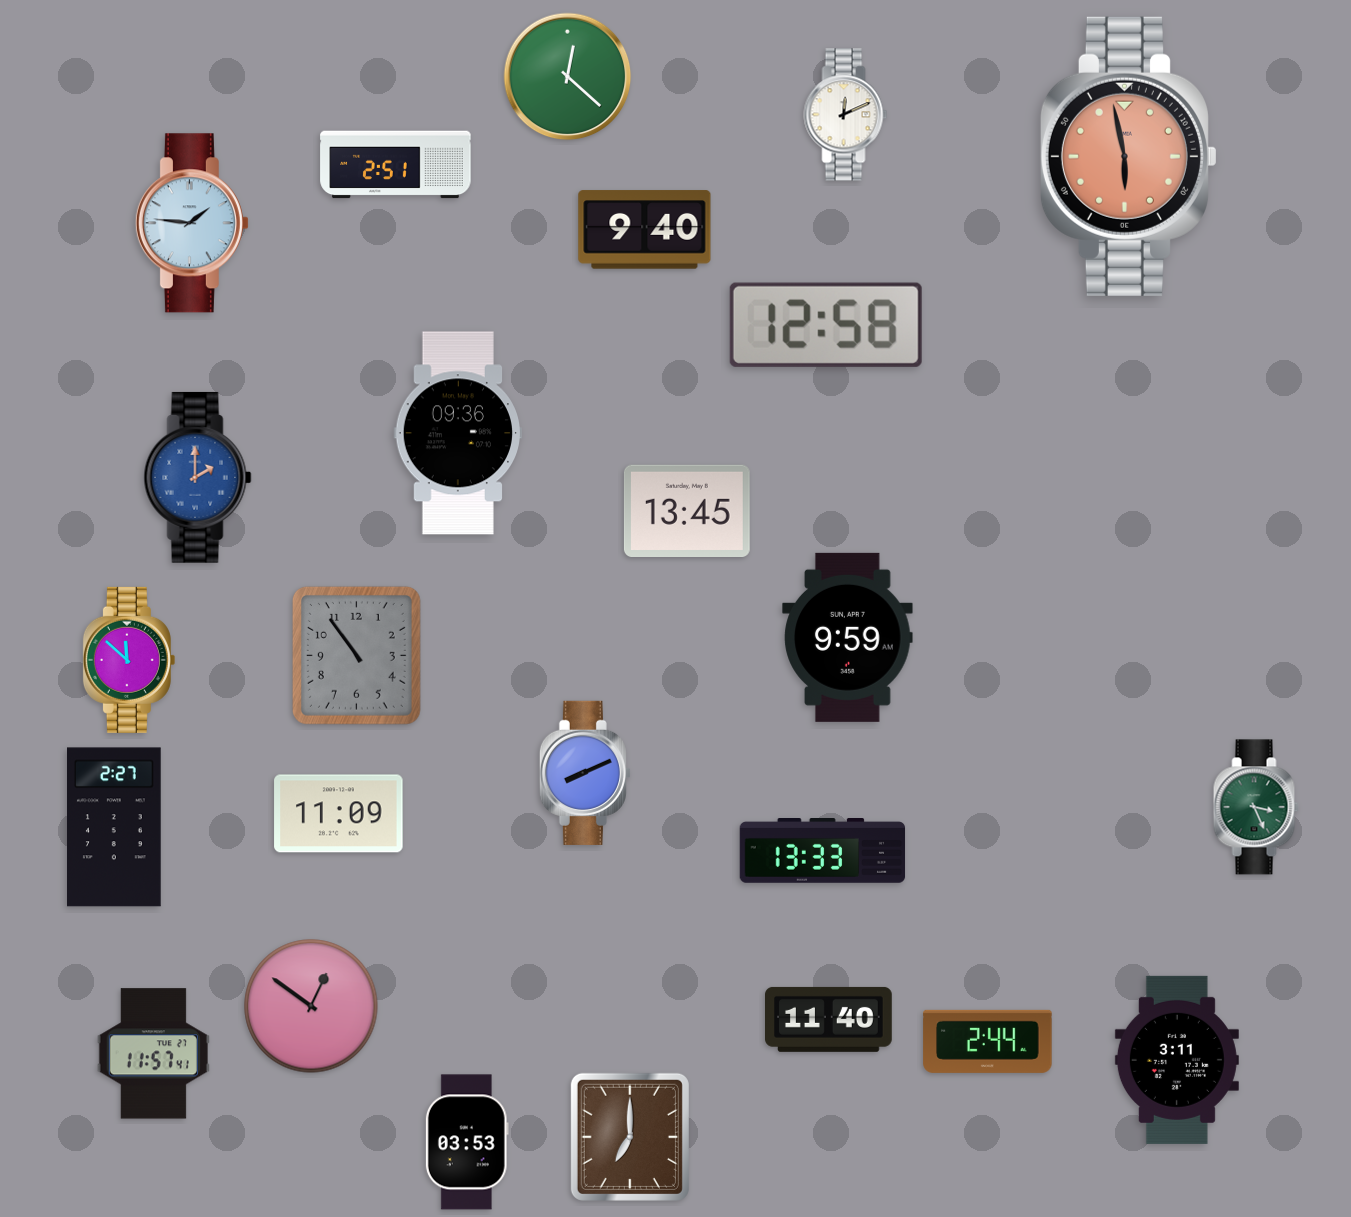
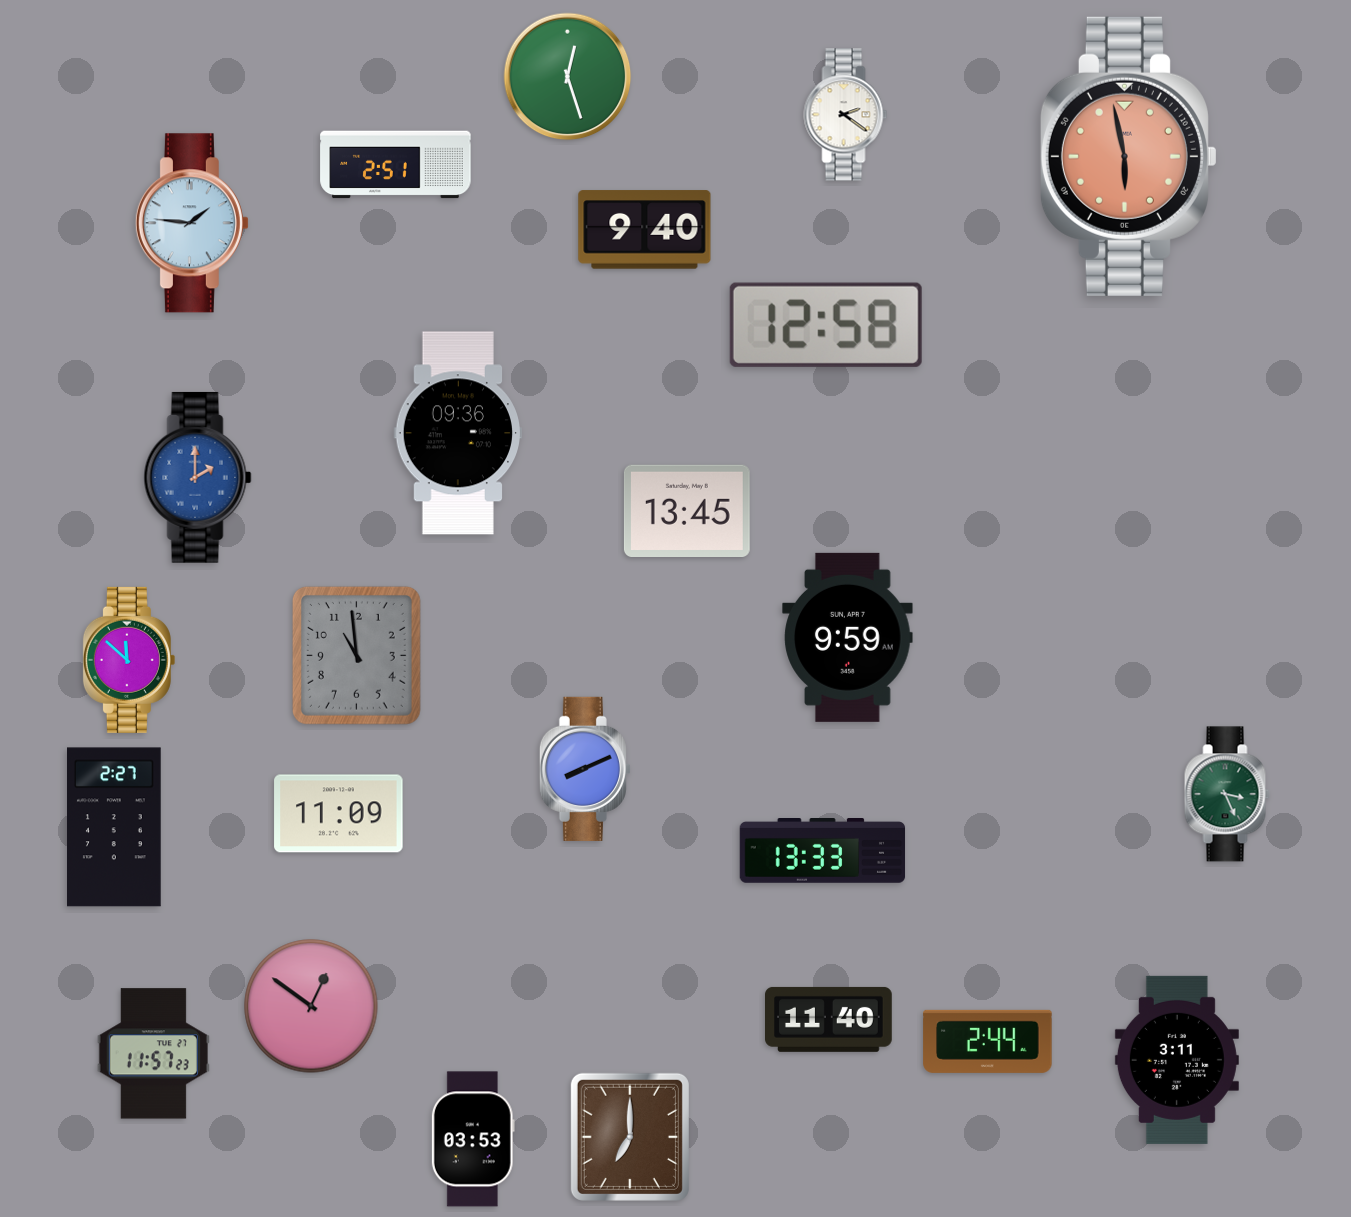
clock at (568, 77): 12:22 -> 12:27
clock at (846, 115): 12:11 -> 2:21
clock at (356, 655): 10:54 -> 10:59
clock at (585, 773) position: (585, 773) -> (585, 769)
clock at (1256, 807) position: (1256, 807) -> (1227, 794)
clock at (153, 1054): 11:57:41 -> 11:57:23
clock at (467, 1142) position: (467, 1142) -> (473, 1139)
